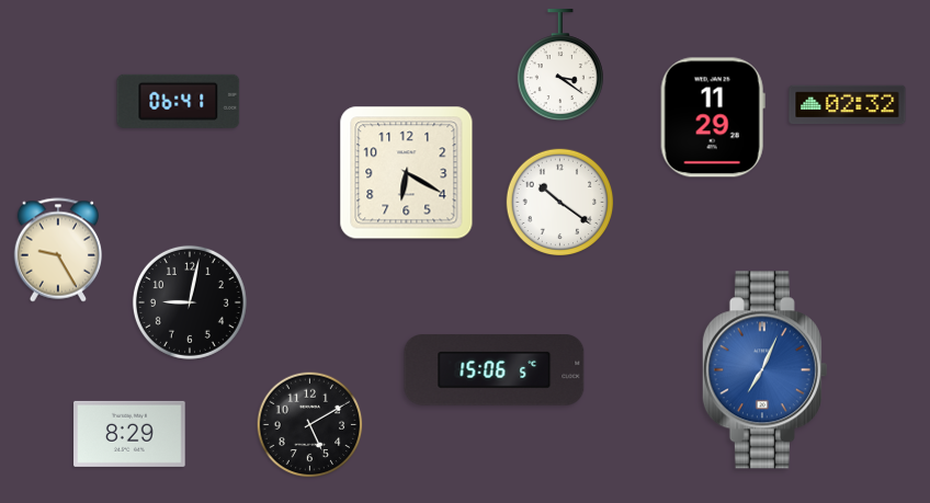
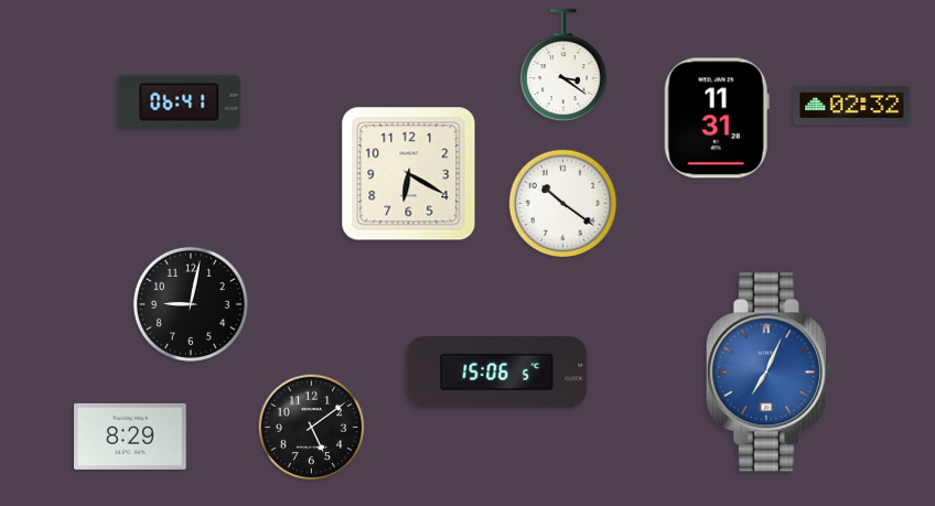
clock at (713, 117): 11:29 -> 11:31
clock at (57, 250): 9:25 -> none
clock at (310, 425): 5:10 -> 5:09
